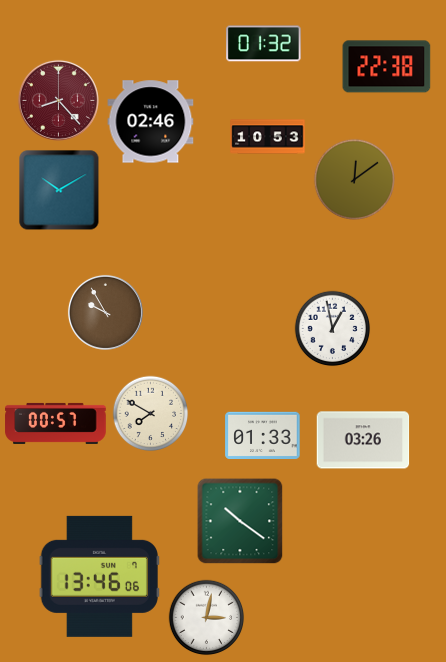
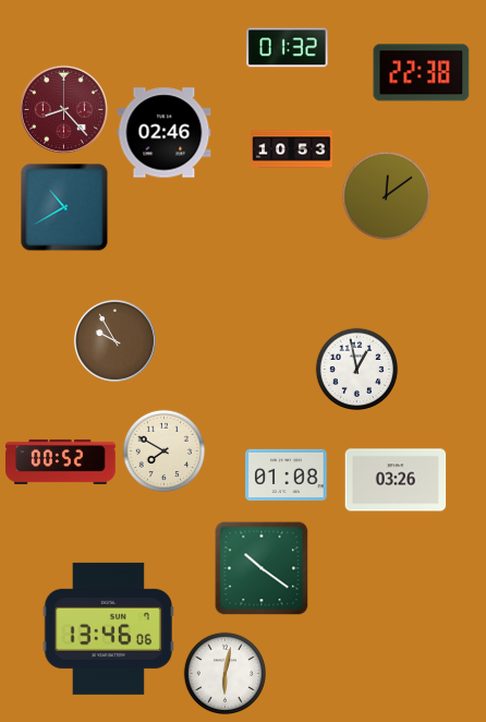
clock at (59, 190): 10:10 -> 10:40
clock at (333, 329) position: (333, 329) -> (357, 370)
clock at (56, 423): 00:57 -> 00:52
clock at (263, 435): 01:33 -> 01:08
clock at (207, 618): 3:02 -> 6:02
